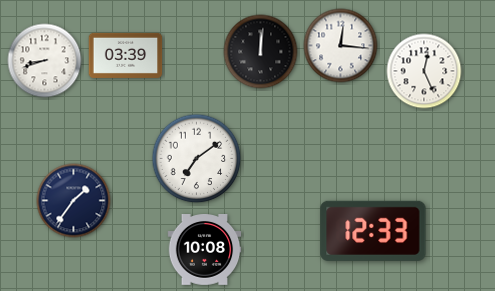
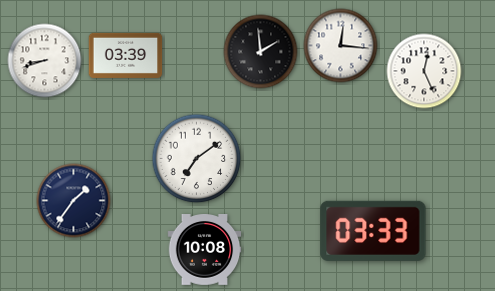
clock at (261, 52): 12:01 -> 1:59
clock at (373, 231): 12:33 -> 03:33
